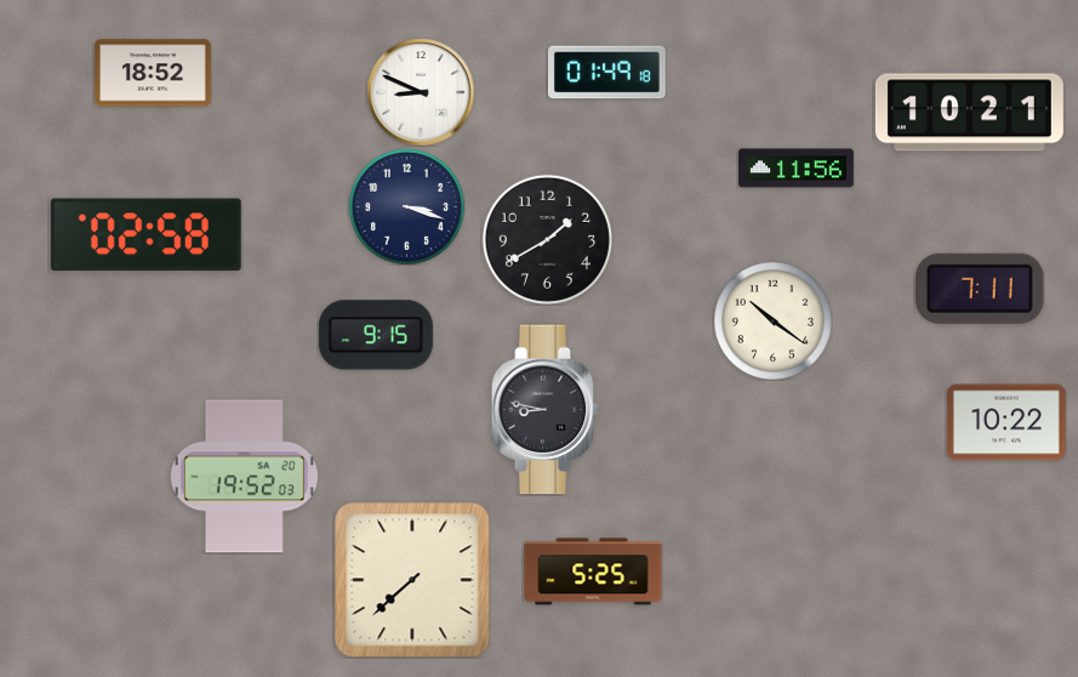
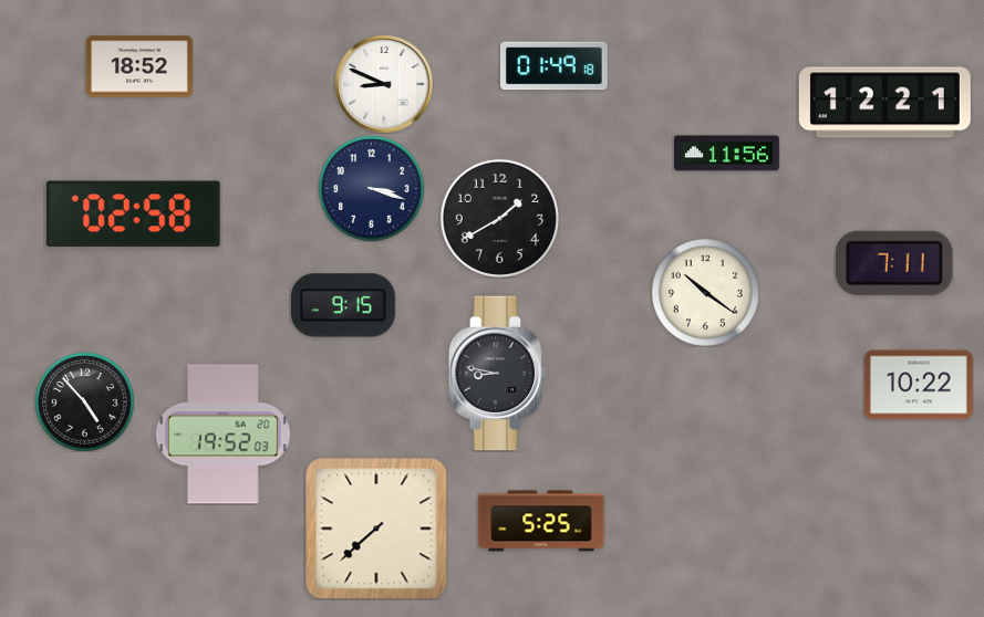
clock at (969, 113): 10:21 -> 12:21
clock at (84, 401): none -> 4:53
